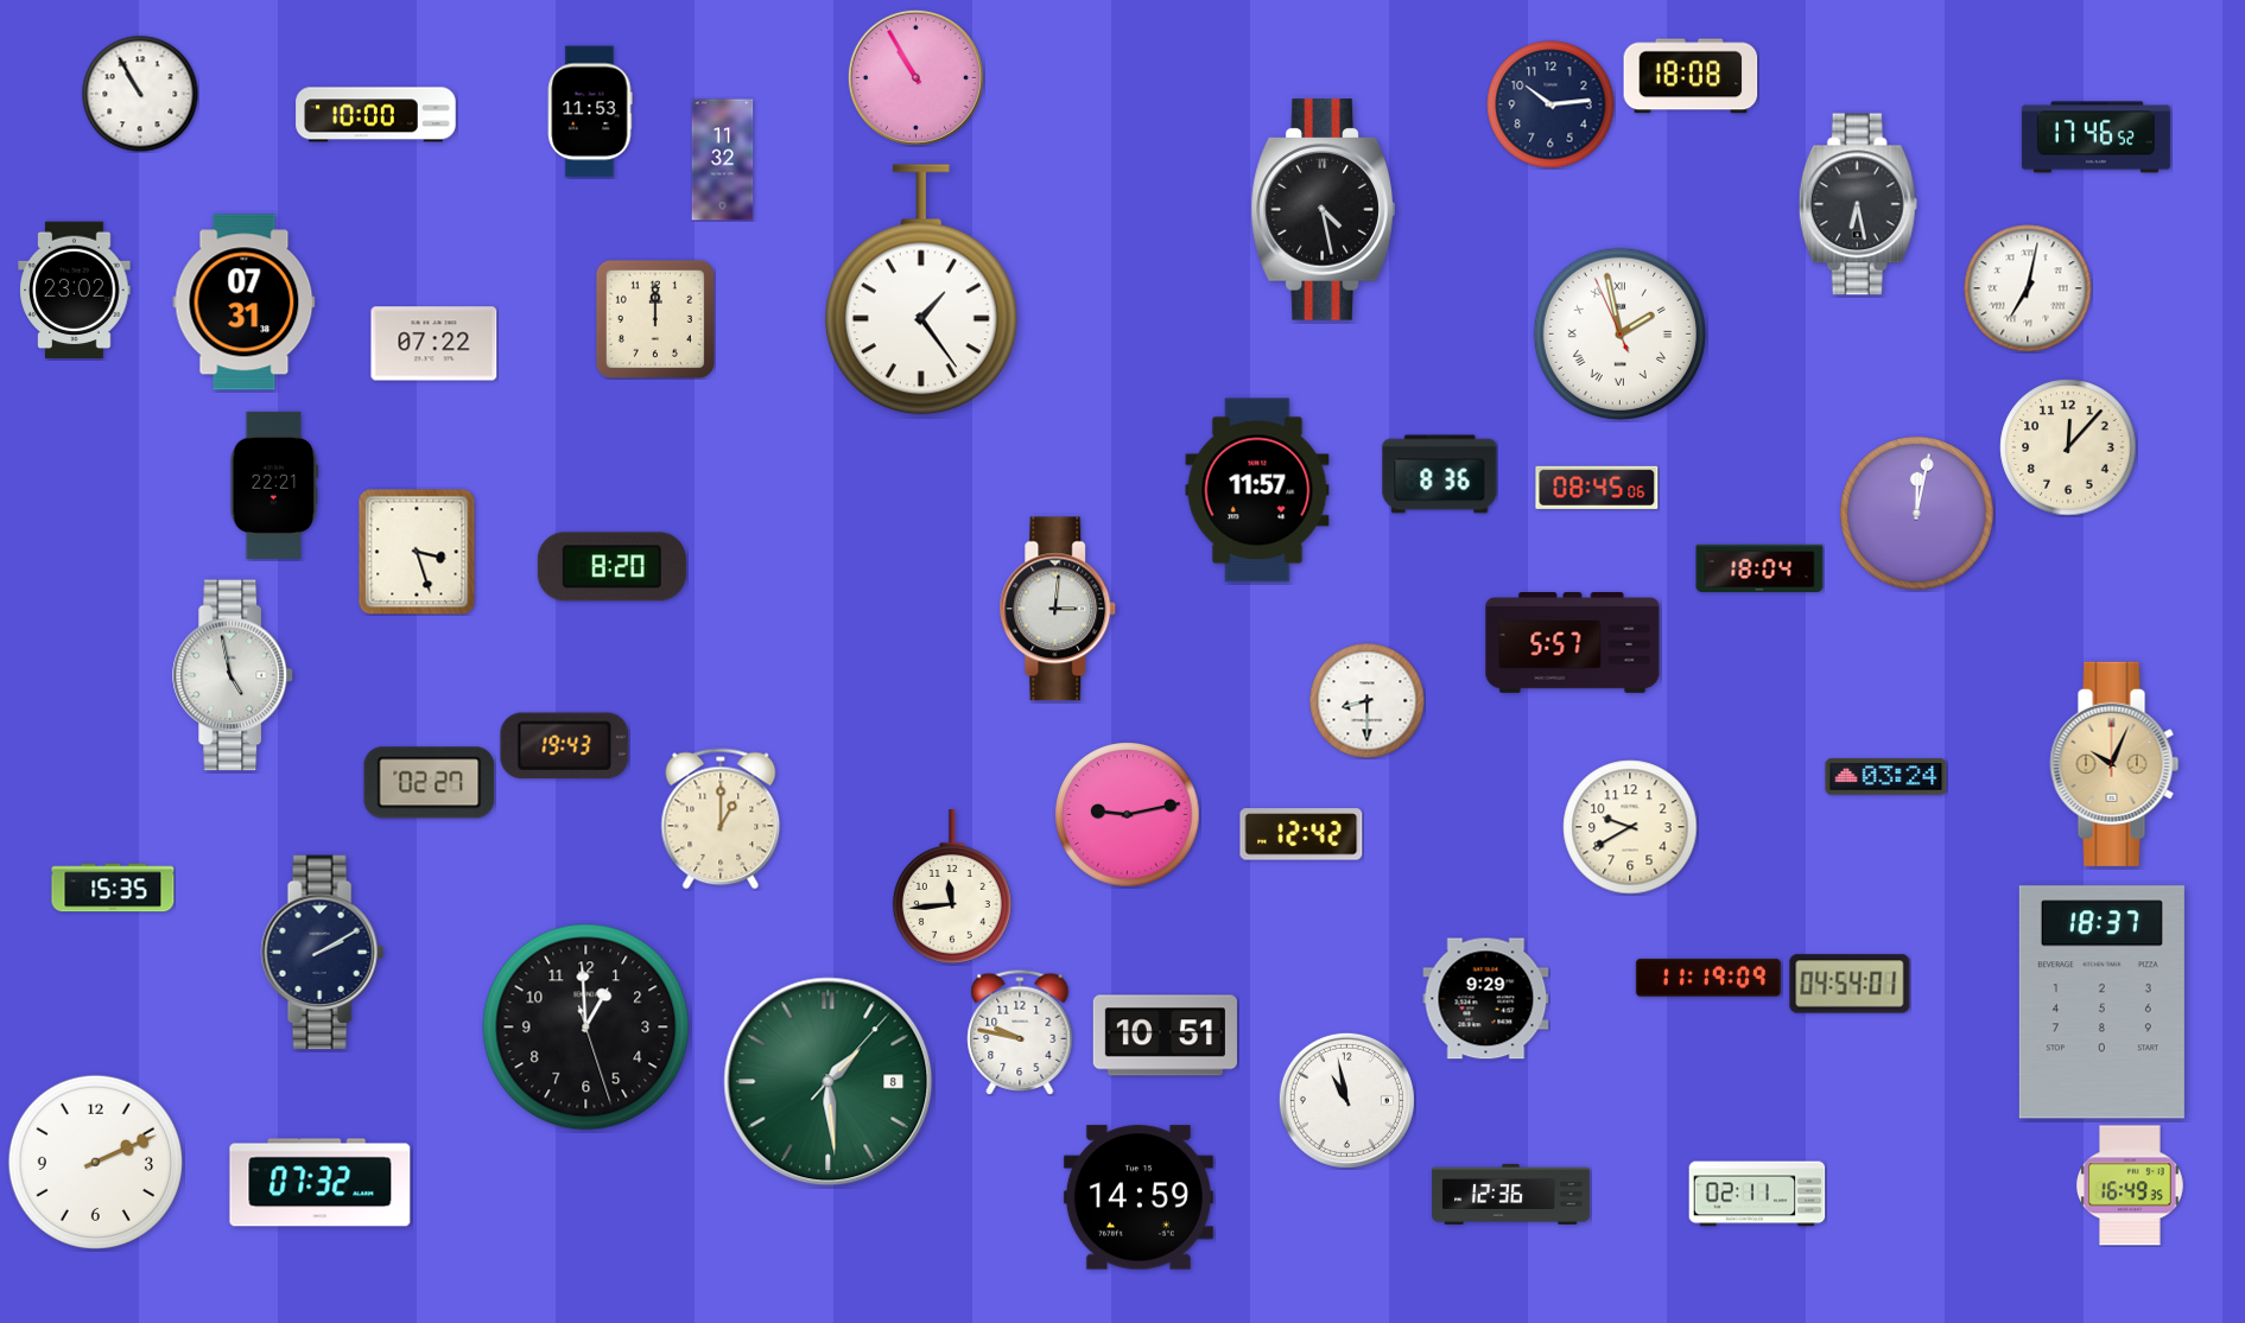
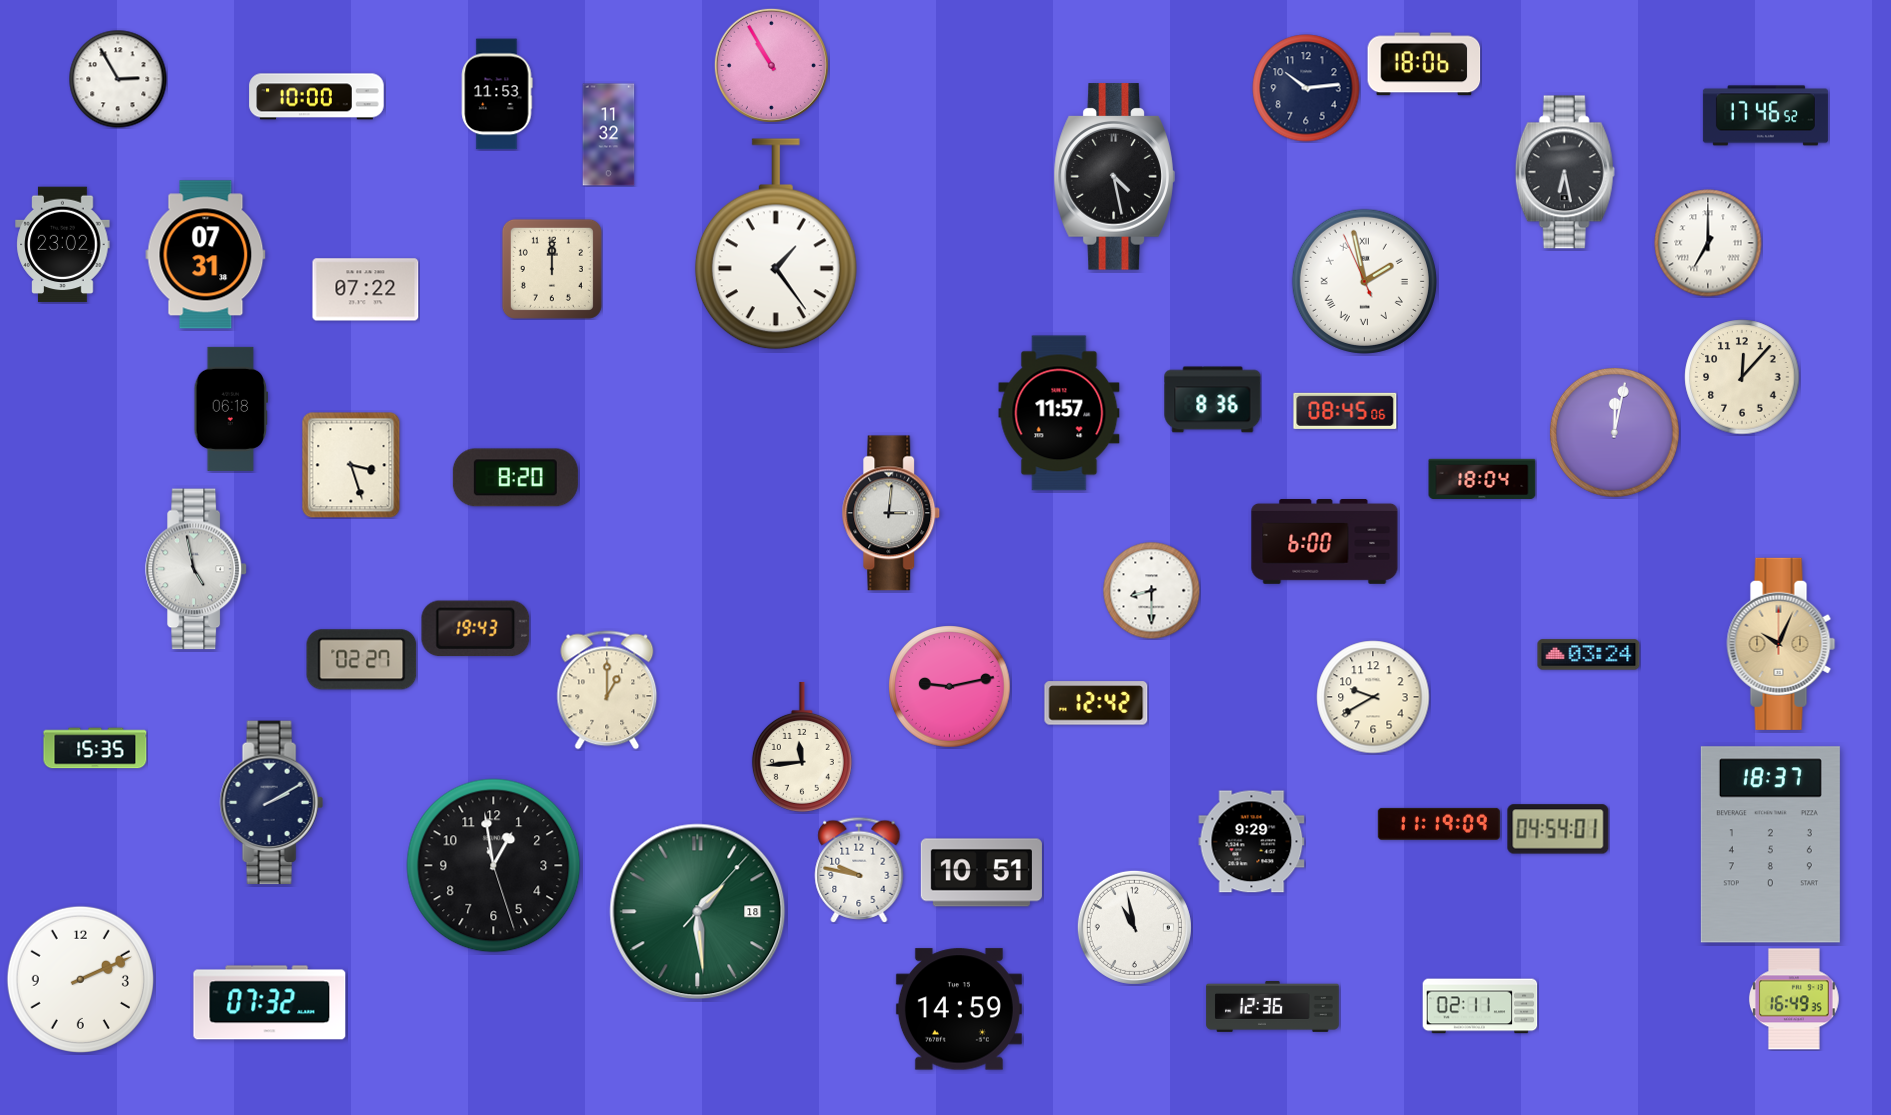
clock at (1691, 76): 18:08 -> 18:06
clock at (140, 94): 10:55 -> 2:55
clock at (2028, 288): 7:02 -> 7:00
clock at (273, 485): 22:21 -> 06:18
clock at (1573, 643): 5:57 -> 6:00
clock at (586, 1028): 12:59 -> 12:58
clock at (829, 1082) date: 8 -> 18
clock at (321, 1183) position: (321, 1183) -> (270, 1003)
